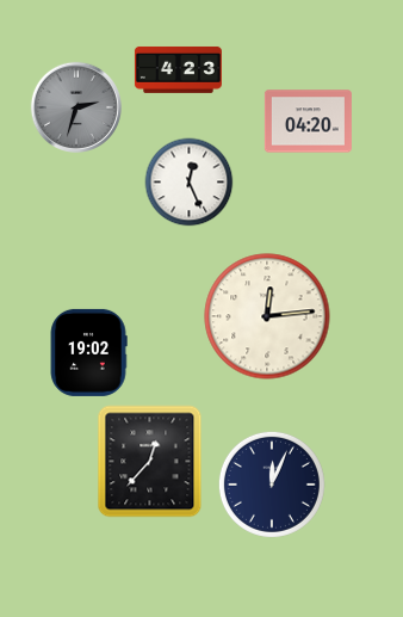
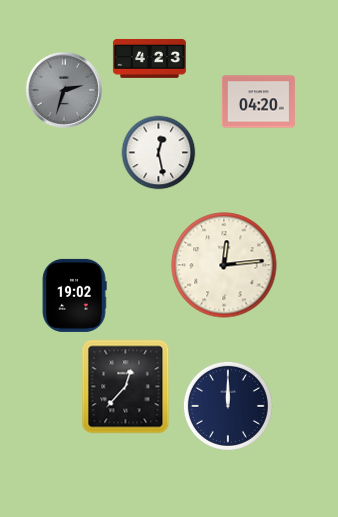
clock at (190, 183): 12:26 -> 12:28
clock at (272, 485): 12:04 -> 12:00
